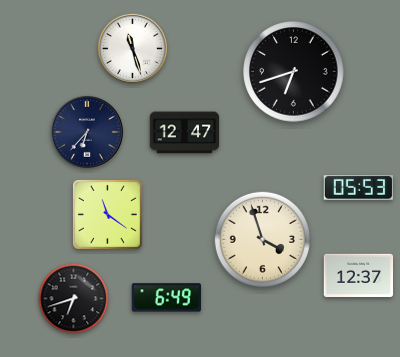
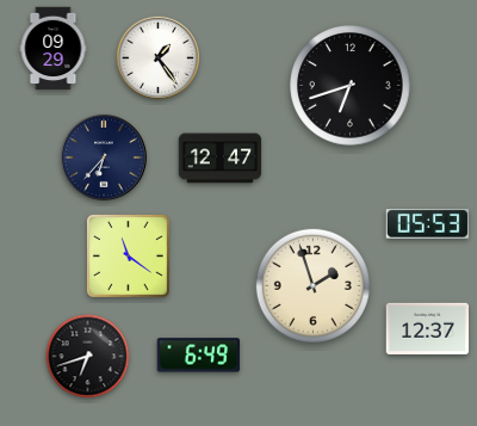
clock at (54, 49): none -> 09:29
clock at (132, 48): 11:27 -> 1:24
clock at (262, 239): 3:57 -> 1:57
